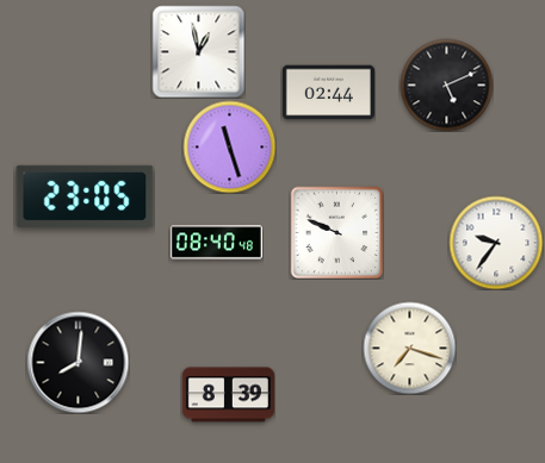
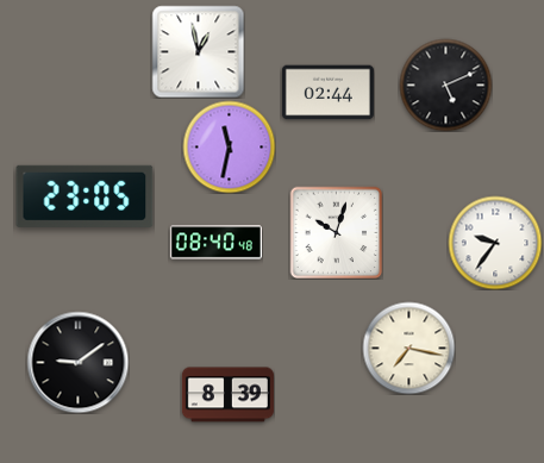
clock at (229, 146): 11:27 -> 11:32
clock at (336, 232): 9:49 -> 10:03
clock at (409, 348): 7:18 -> 7:17
clock at (78, 362): 8:01 -> 9:09
